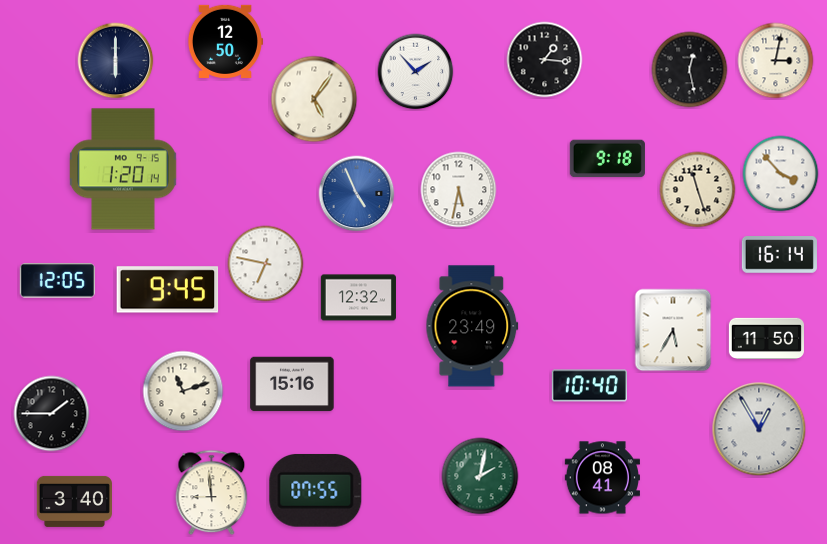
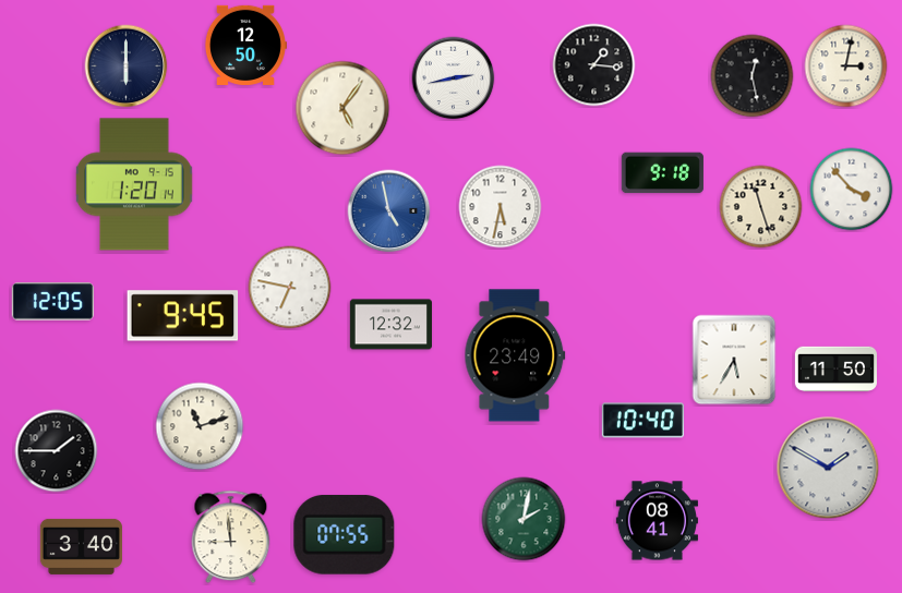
clock at (416, 72): 1:53 -> 2:43
clock at (357, 194): 4:56 -> 4:58
clock at (779, 255): 16:14 -> none
clock at (57, 281) position: (57, 281) -> (52, 302)
clock at (292, 384): 15:16 -> none
clock at (759, 429): 12:55 -> 1:50
